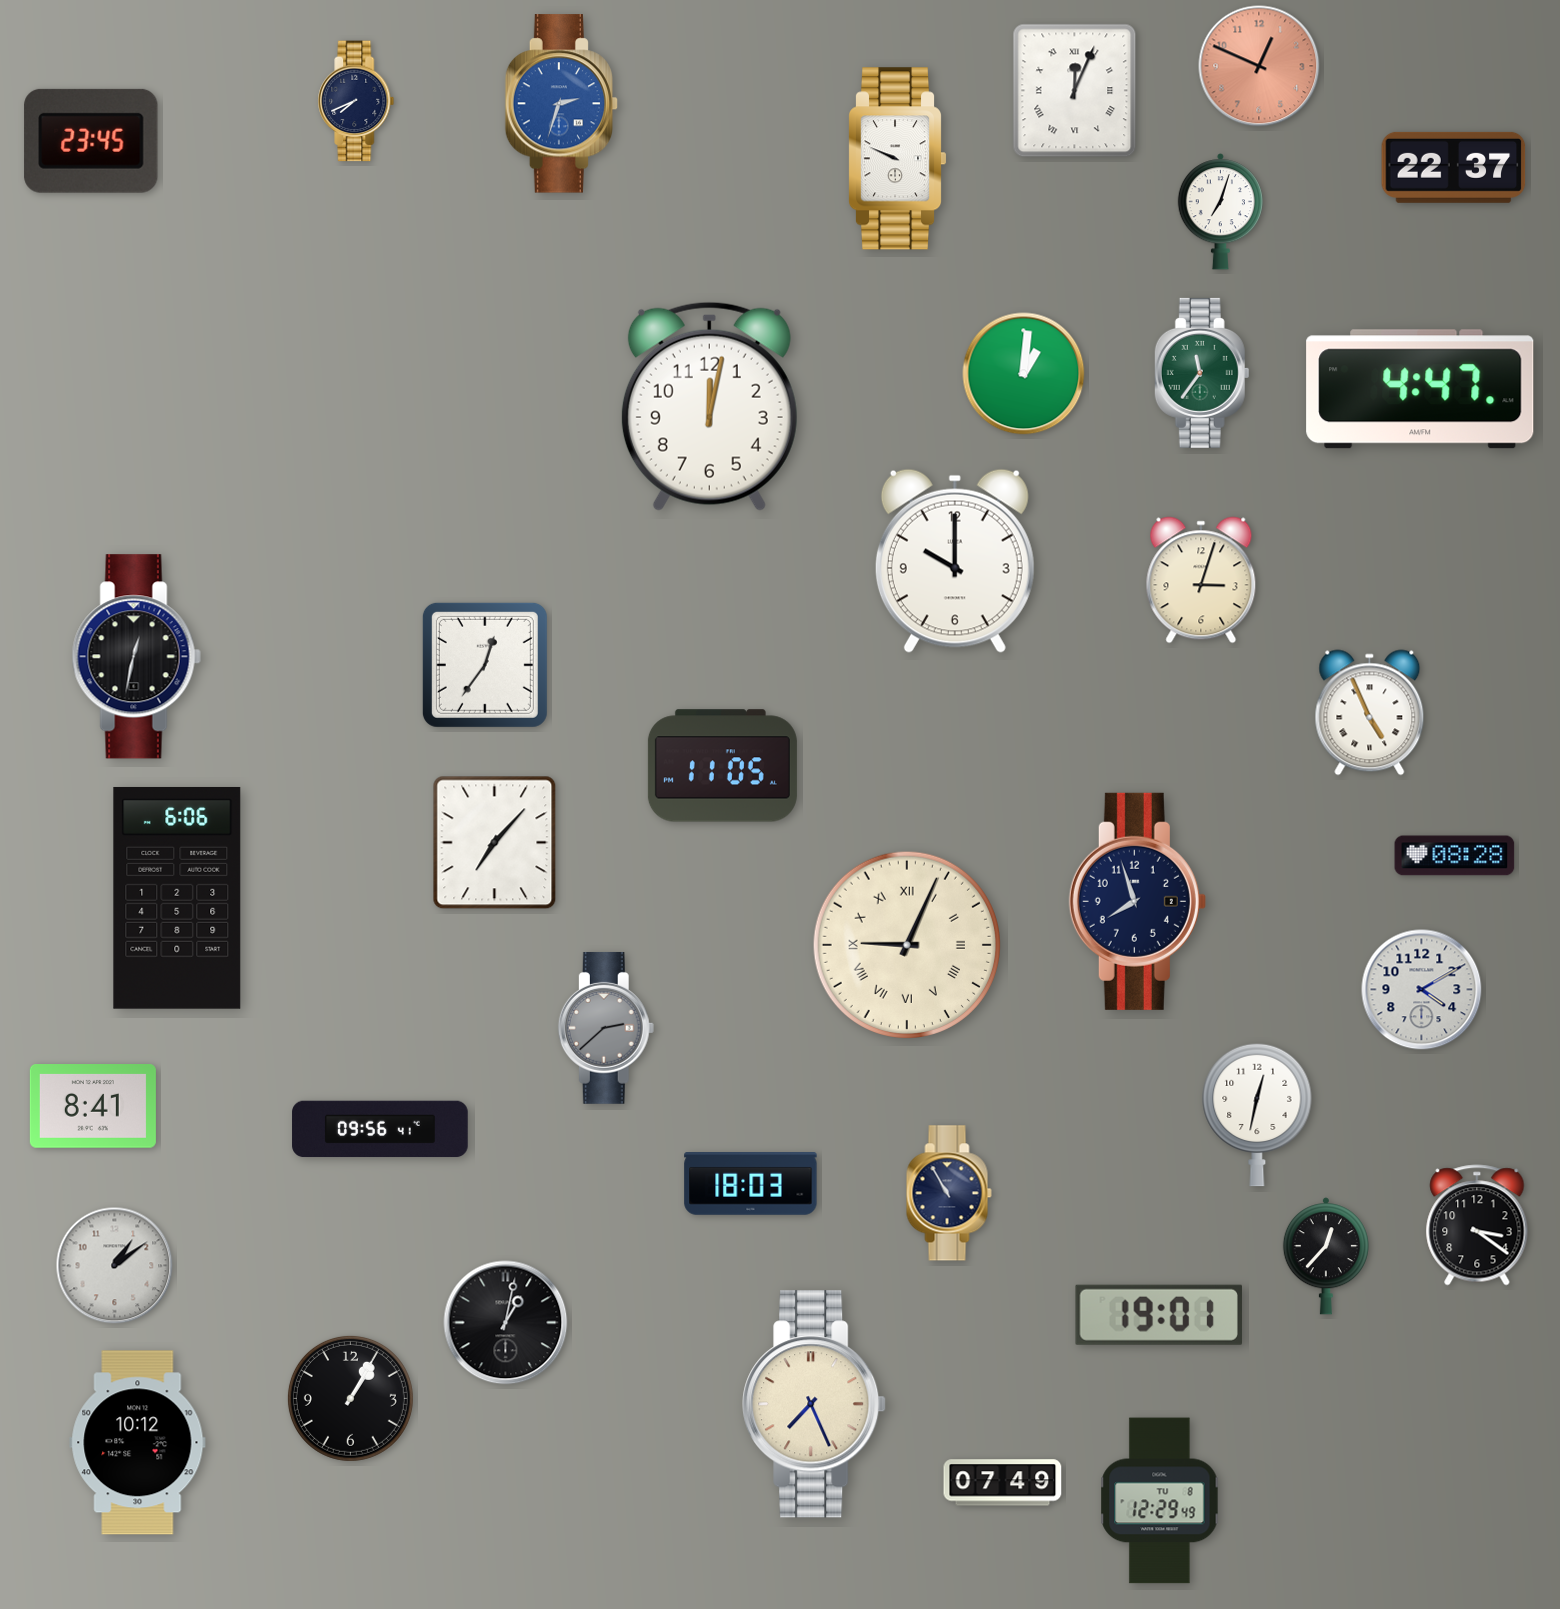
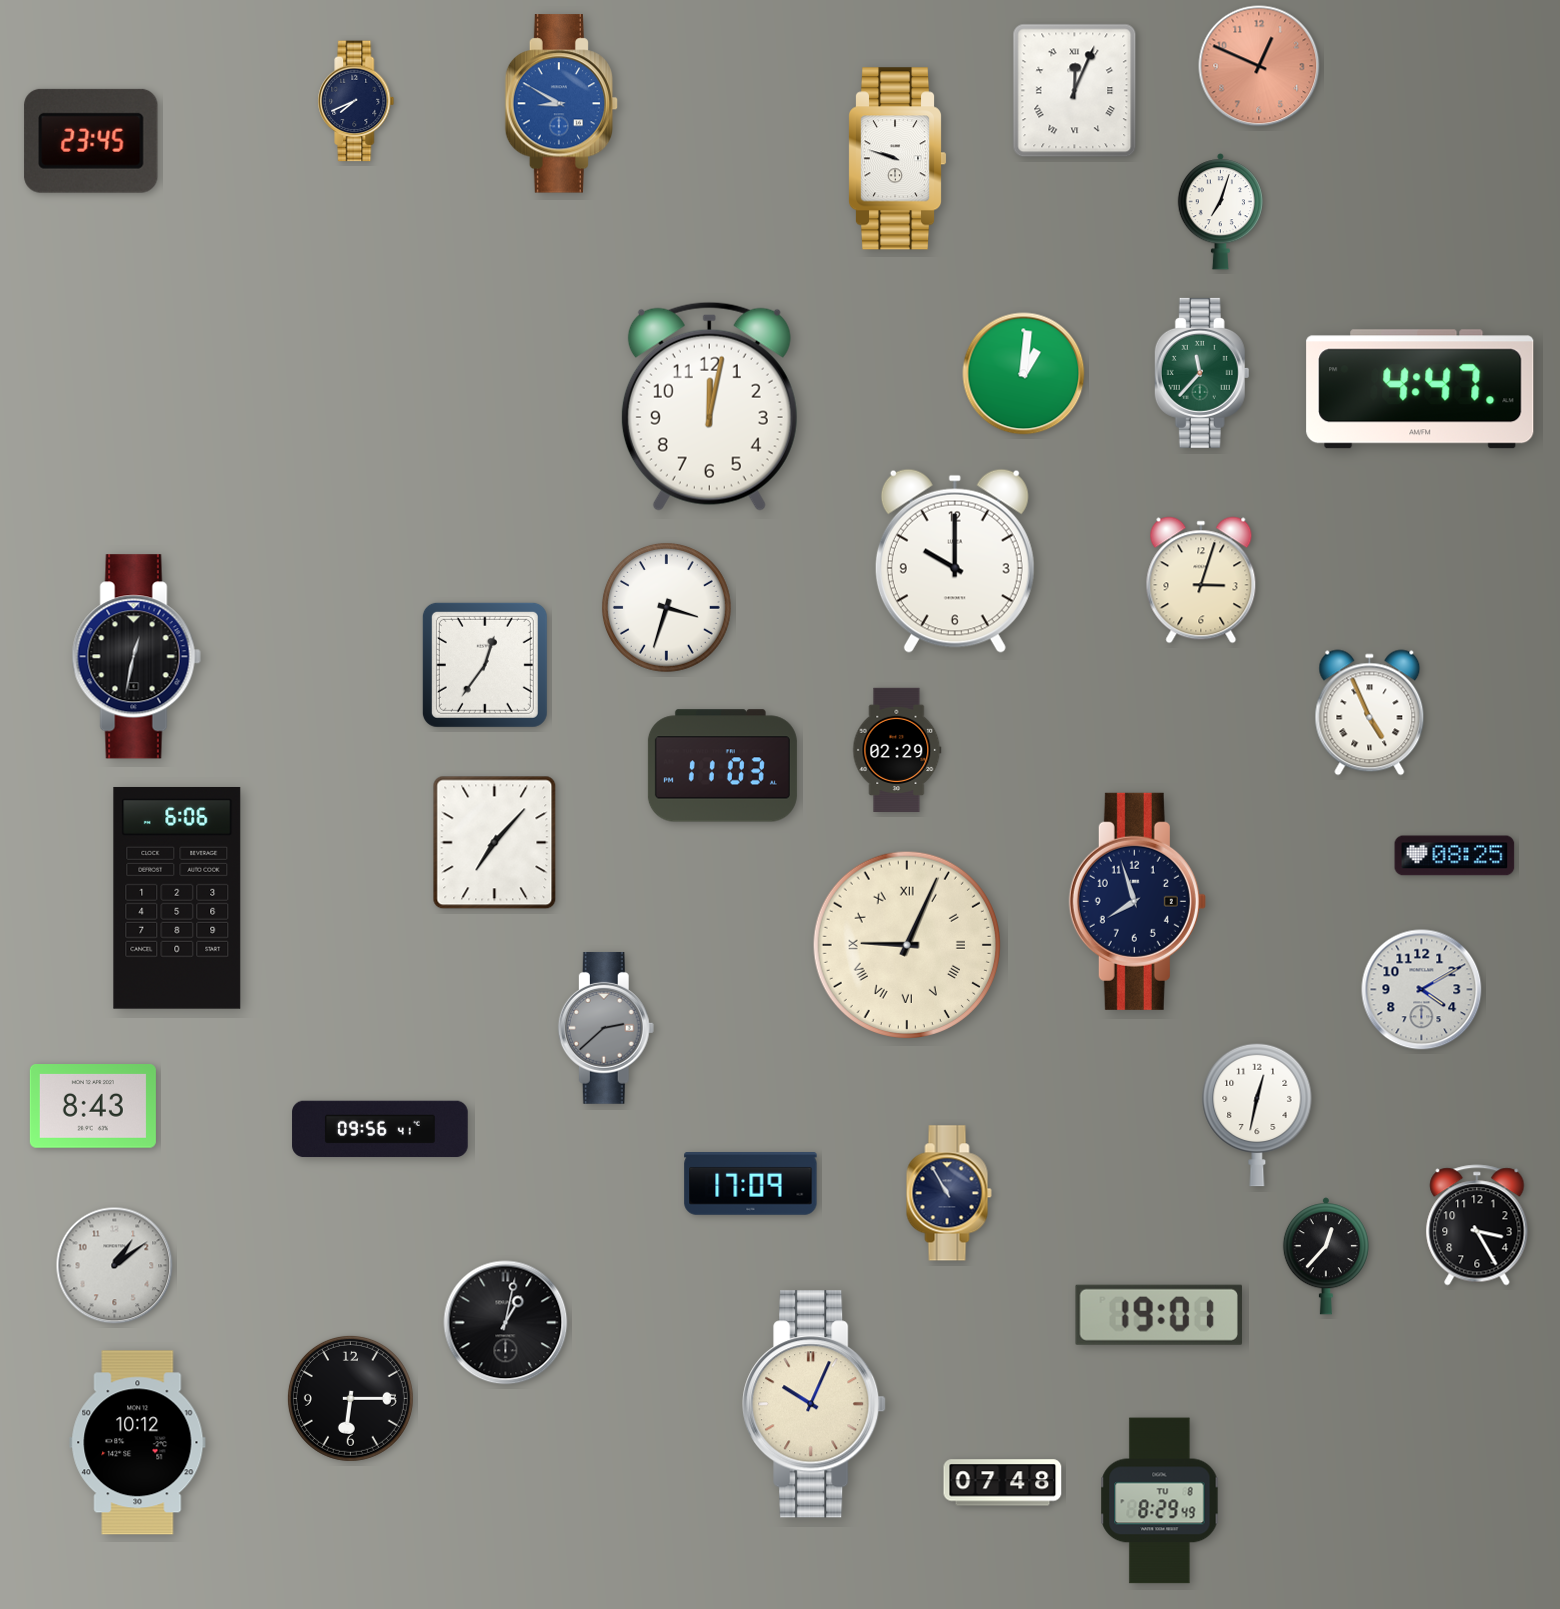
clock at (562, 104): 2:33 -> 8:50
clock at (897, 159): 9:49 -> 9:48
clock at (1454, 167): 22:37 -> none
clock at (1202, 373): 11:36 -> 11:37
clock at (666, 607): none -> 3:33
clock at (897, 749): none -> 02:29
clock at (722, 766): 11:05 -> 11:03
clock at (1455, 856): 08:28 -> 08:25
clock at (93, 1107): 8:41 -> 8:43
clock at (751, 1184): 18:03 -> 17:09
clock at (1477, 1225): 3:21 -> 3:25
clock at (350, 1398): 1:05 -> 6:15
clock at (814, 1404): 7:26 -> 10:04
clock at (1003, 1483): 07:49 -> 07:48
clock at (1160, 1501): 12:29 -> 8:29
